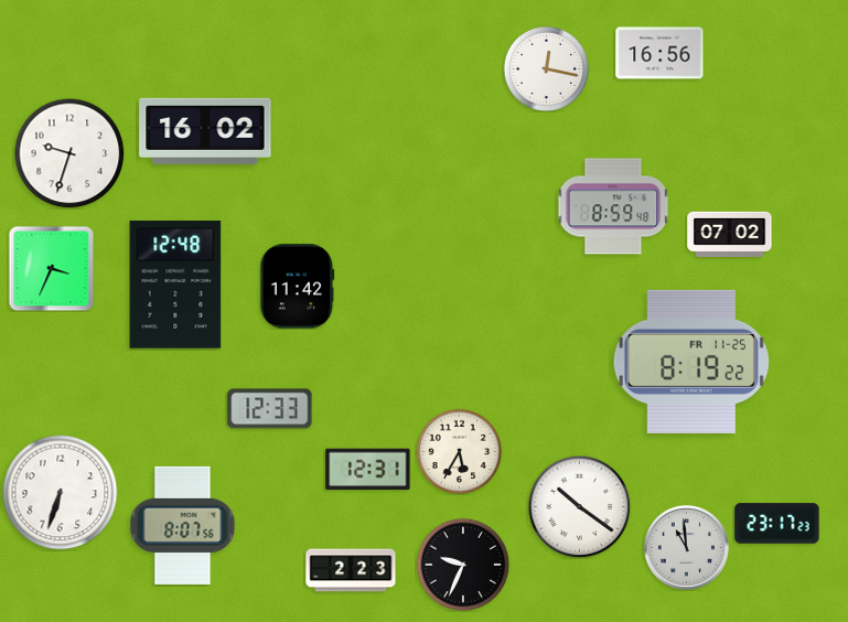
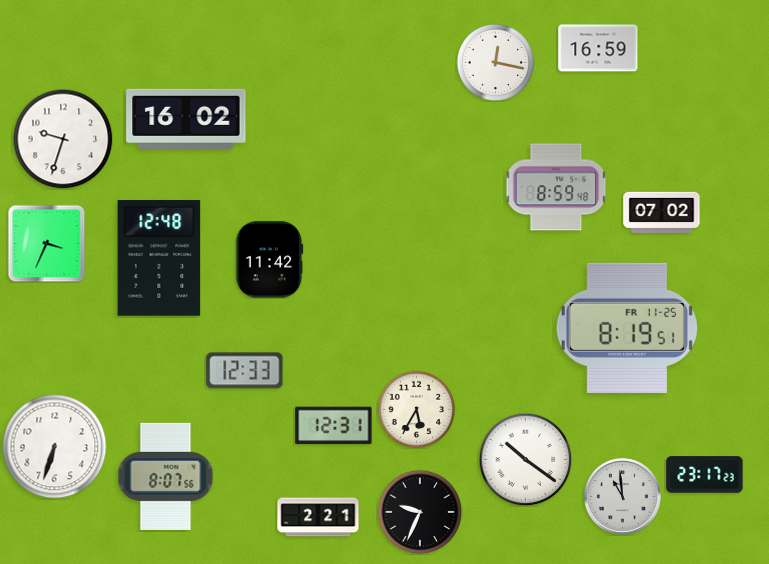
clock at (659, 53): 16:56 -> 16:59
clock at (691, 362): 8:19:22 -> 8:19:51
clock at (351, 570): 2:23 -> 2:21
